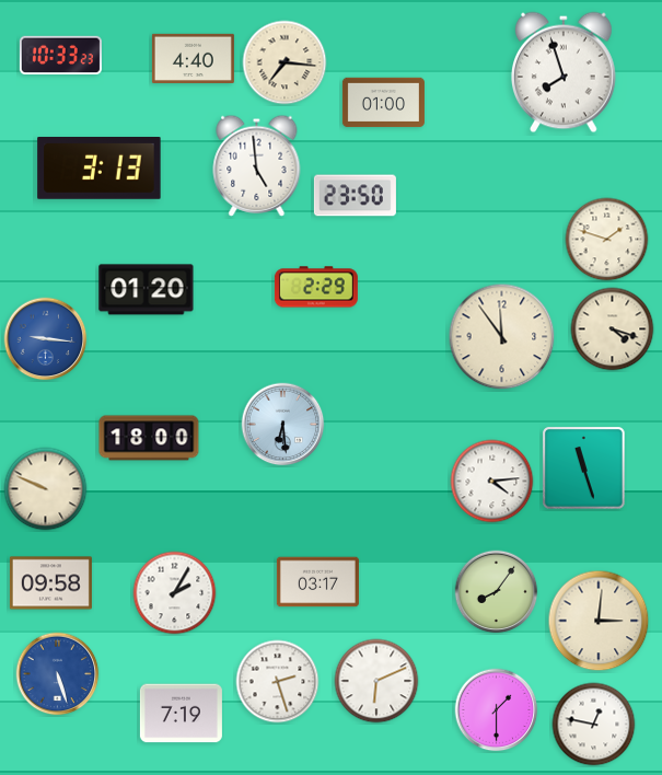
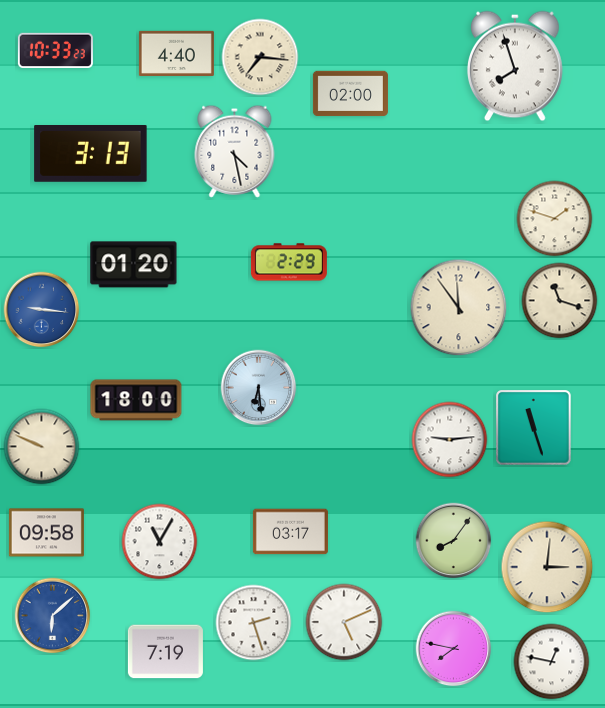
clock at (383, 103): 01:00 -> 02:00
clock at (257, 165): 4:59 -> 4:28
clock at (355, 196): 23:50 -> none
clock at (613, 329): 4:18 -> 11:18
clock at (492, 482): 4:14 -> 9:14
clock at (175, 593): 2:05 -> 11:05
clock at (58, 674): 5:27 -> 6:08
clock at (376, 681): 6:11 -> 5:11
clock at (497, 710): 1:30 -> 7:47
clock at (594, 725) position: (594, 725) -> (552, 662)
